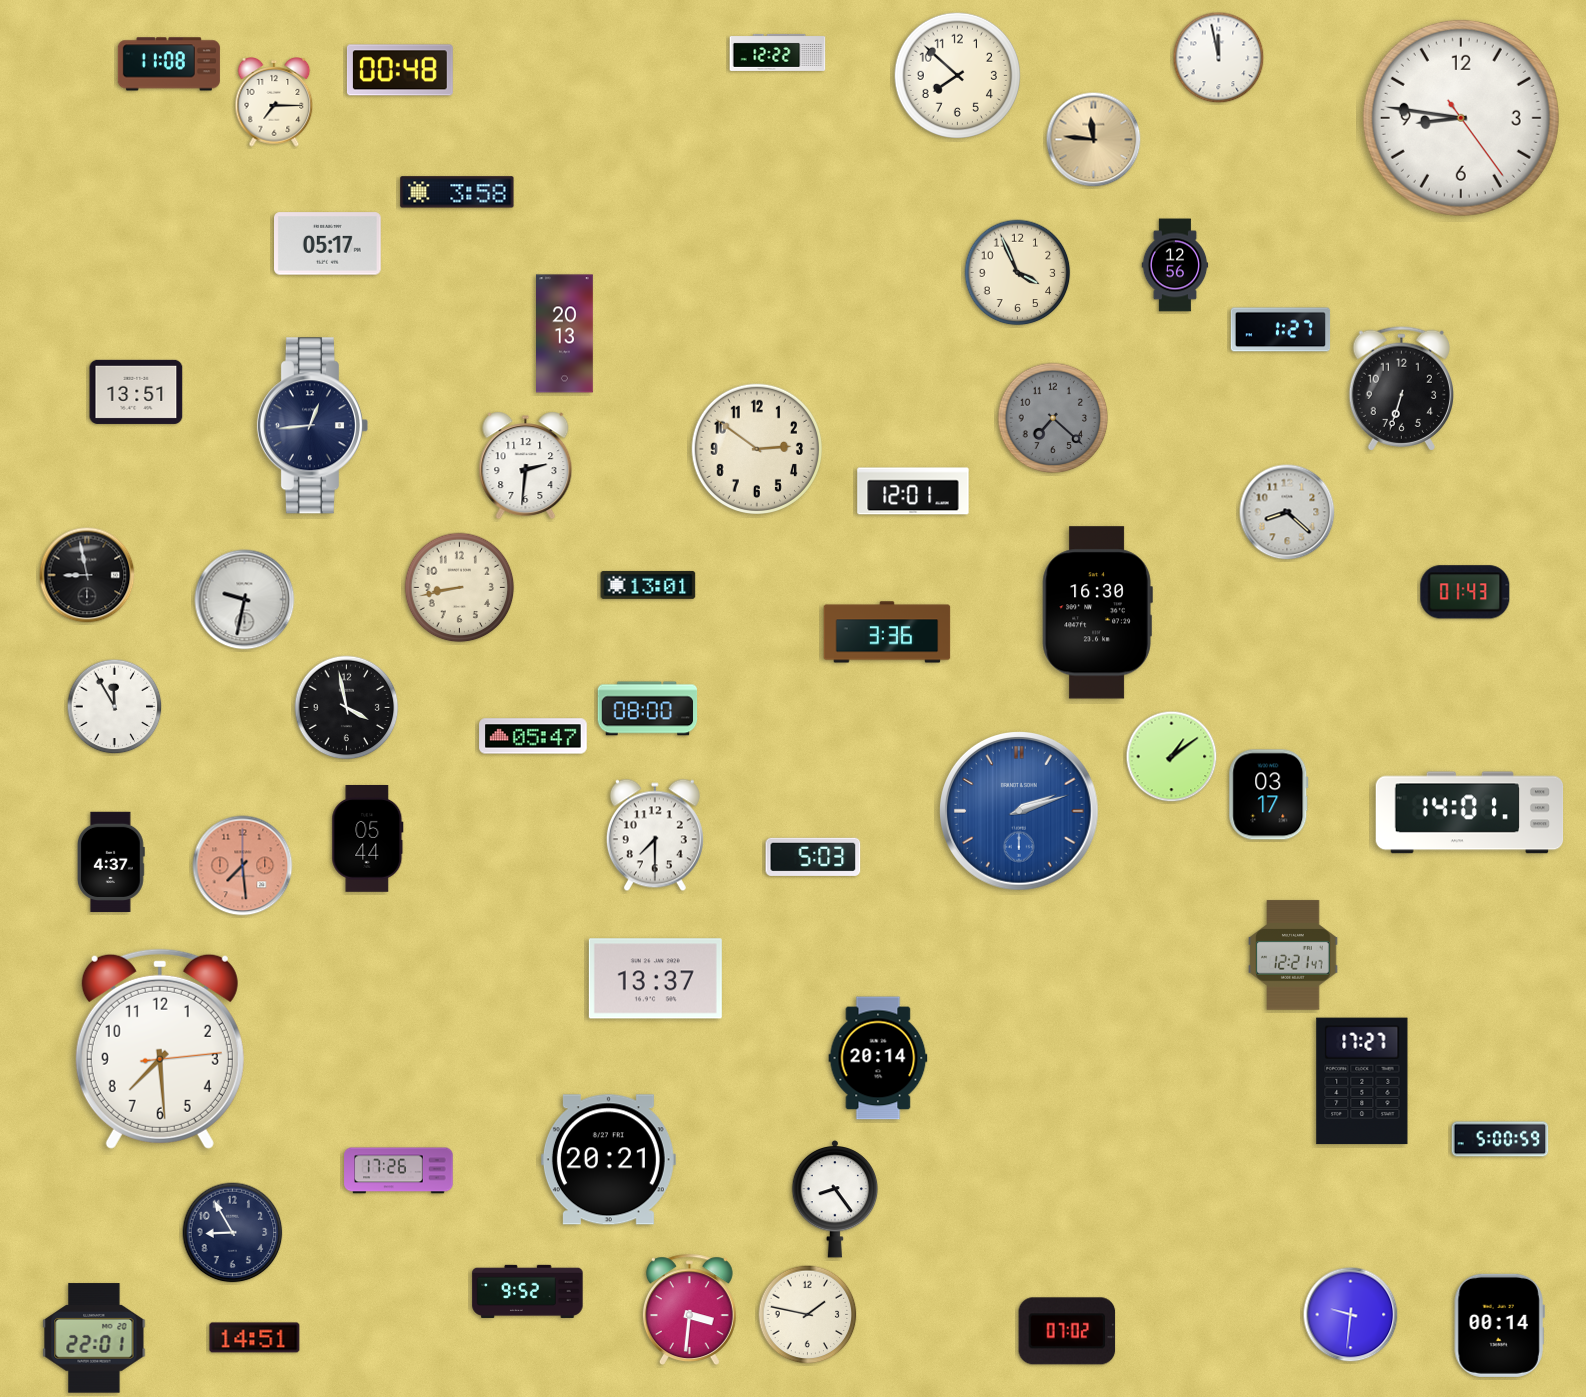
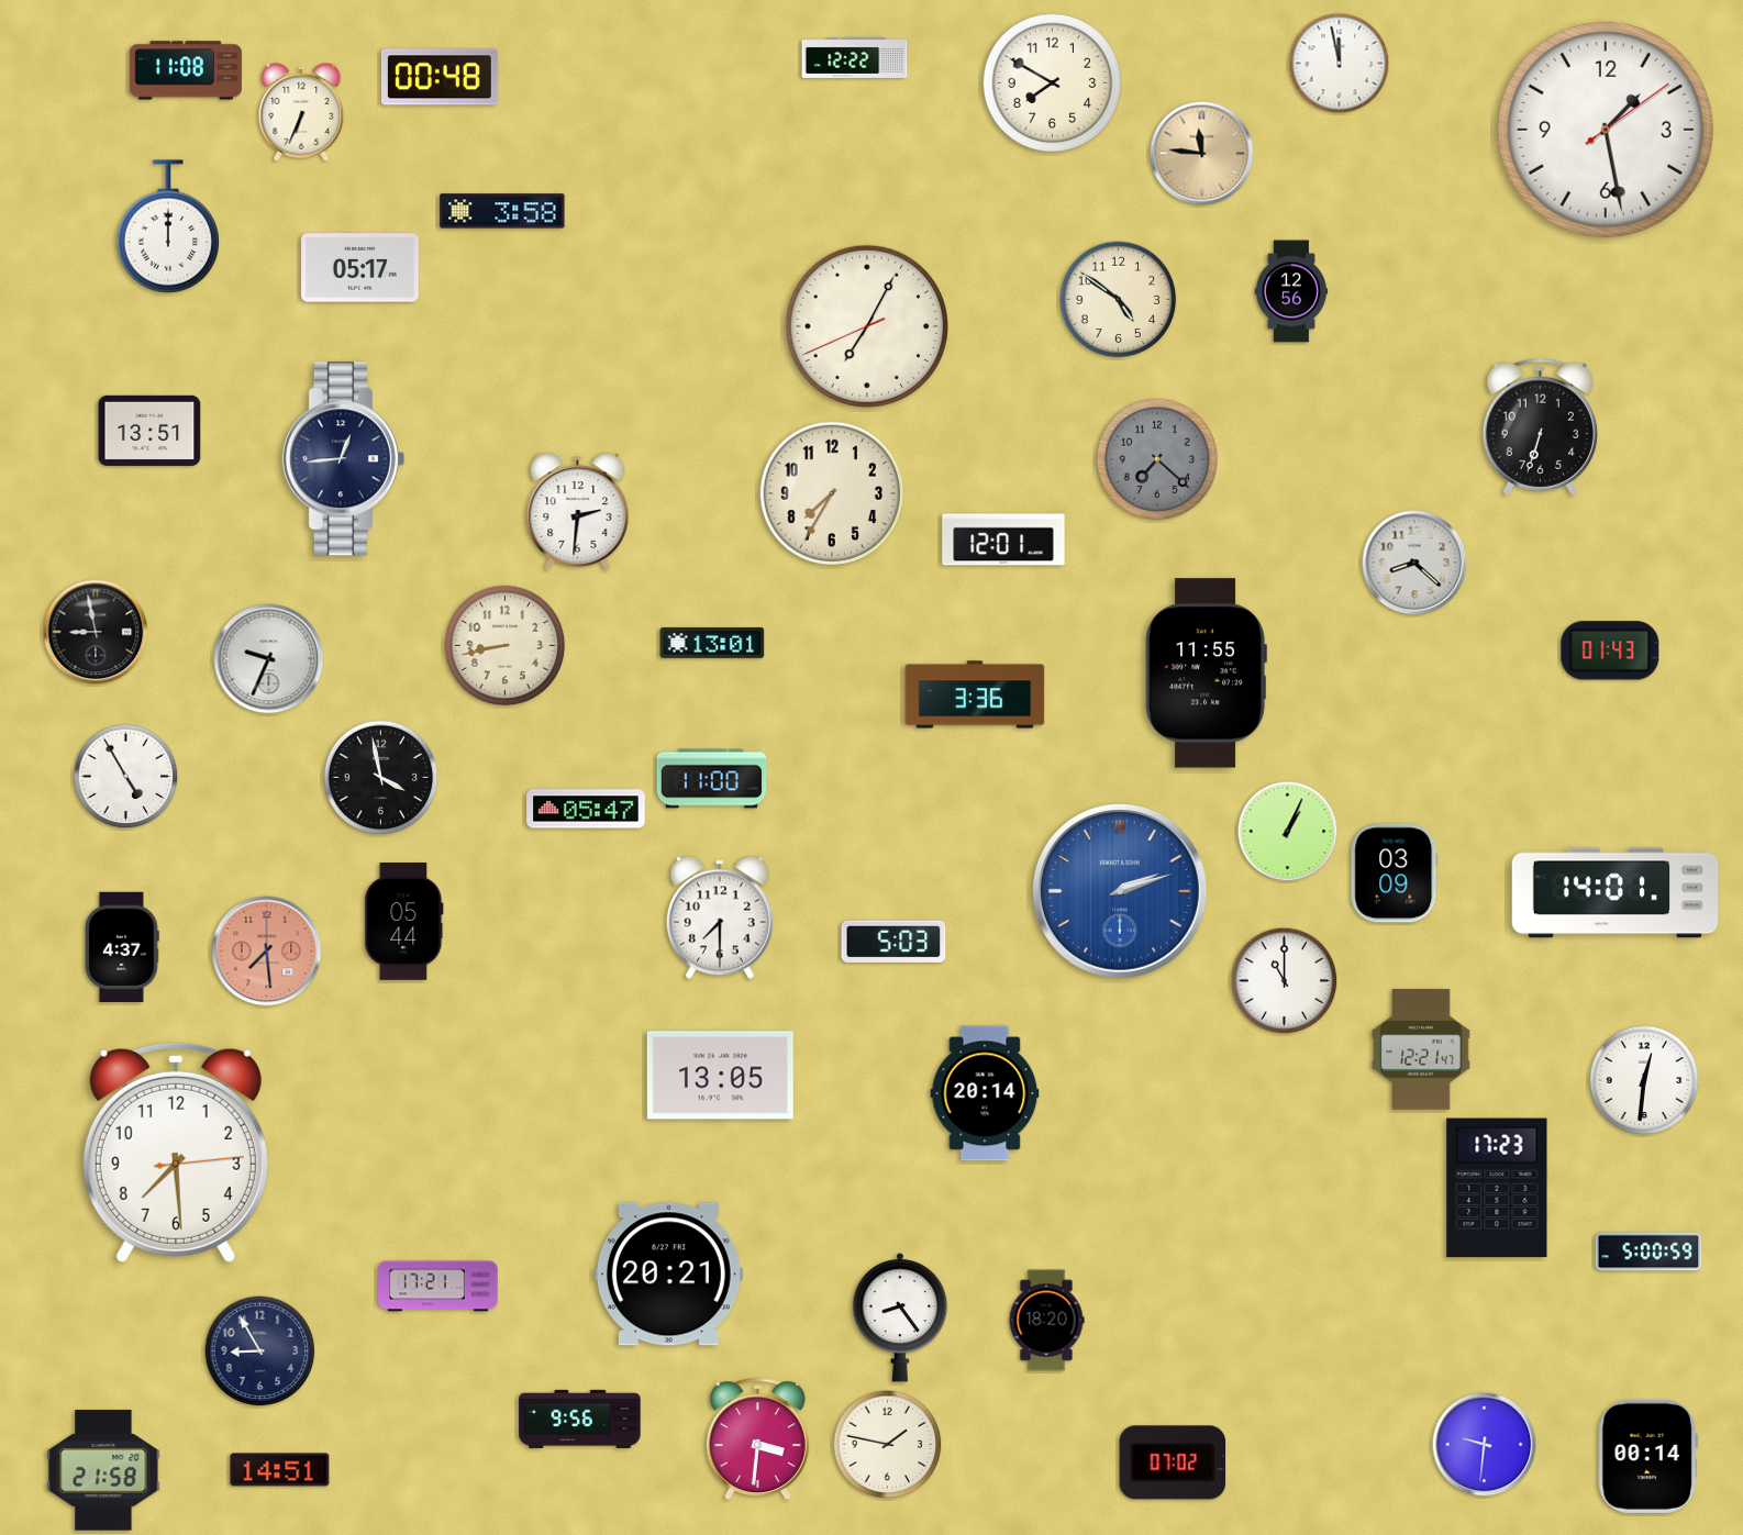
clock at (958, 76): 7:52 -> 7:50
clock at (274, 102): 7:15 -> 6:34
clock at (1461, 118): 8:46 -> 1:28
clock at (167, 226): none -> 12:00
clock at (1018, 273): 3:56 -> 4:51
clock at (867, 326): none -> 7:04
clock at (1281, 330): 1:27 -> none
clock at (565, 334): 20:13 -> none
clock at (312, 426) position: (312, 426) -> (343, 459)
clock at (756, 448): 2:51 -> 7:35
clock at (245, 600): 9:32 -> 9:34
clock at (1097, 613): 16:30 -> 11:55
clock at (115, 707): 11:55 -> 4:55
clock at (648, 709): 08:00 -> 11:00
clock at (1172, 757): 1:09 -> 1:04
clock at (1269, 795): 03:17 -> 03:09
clock at (1285, 981): none -> 11:00
clock at (655, 979): 13:37 -> 13:05
clock at (1644, 1080): none -> 12:31
clock at (878, 1058) position: (878, 1058) -> (985, 1093)
clock at (1362, 1081): 17:27 -> 17:23
clock at (399, 1171): 17:26 -> 17:21
clock at (835, 1199) position: (835, 1199) -> (900, 1317)
clock at (1046, 1321): none -> 18:20
clock at (233, 1233) position: (233, 1233) -> (260, 1352)
clock at (528, 1291): 9:52 -> 9:56
clock at (94, 1338): 22:01 -> 21:58
